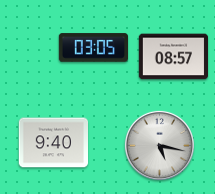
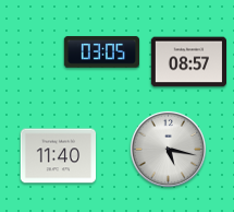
clock at (53, 143): 9:40 -> 11:40
clock at (159, 145) position: (159, 145) -> (168, 149)
